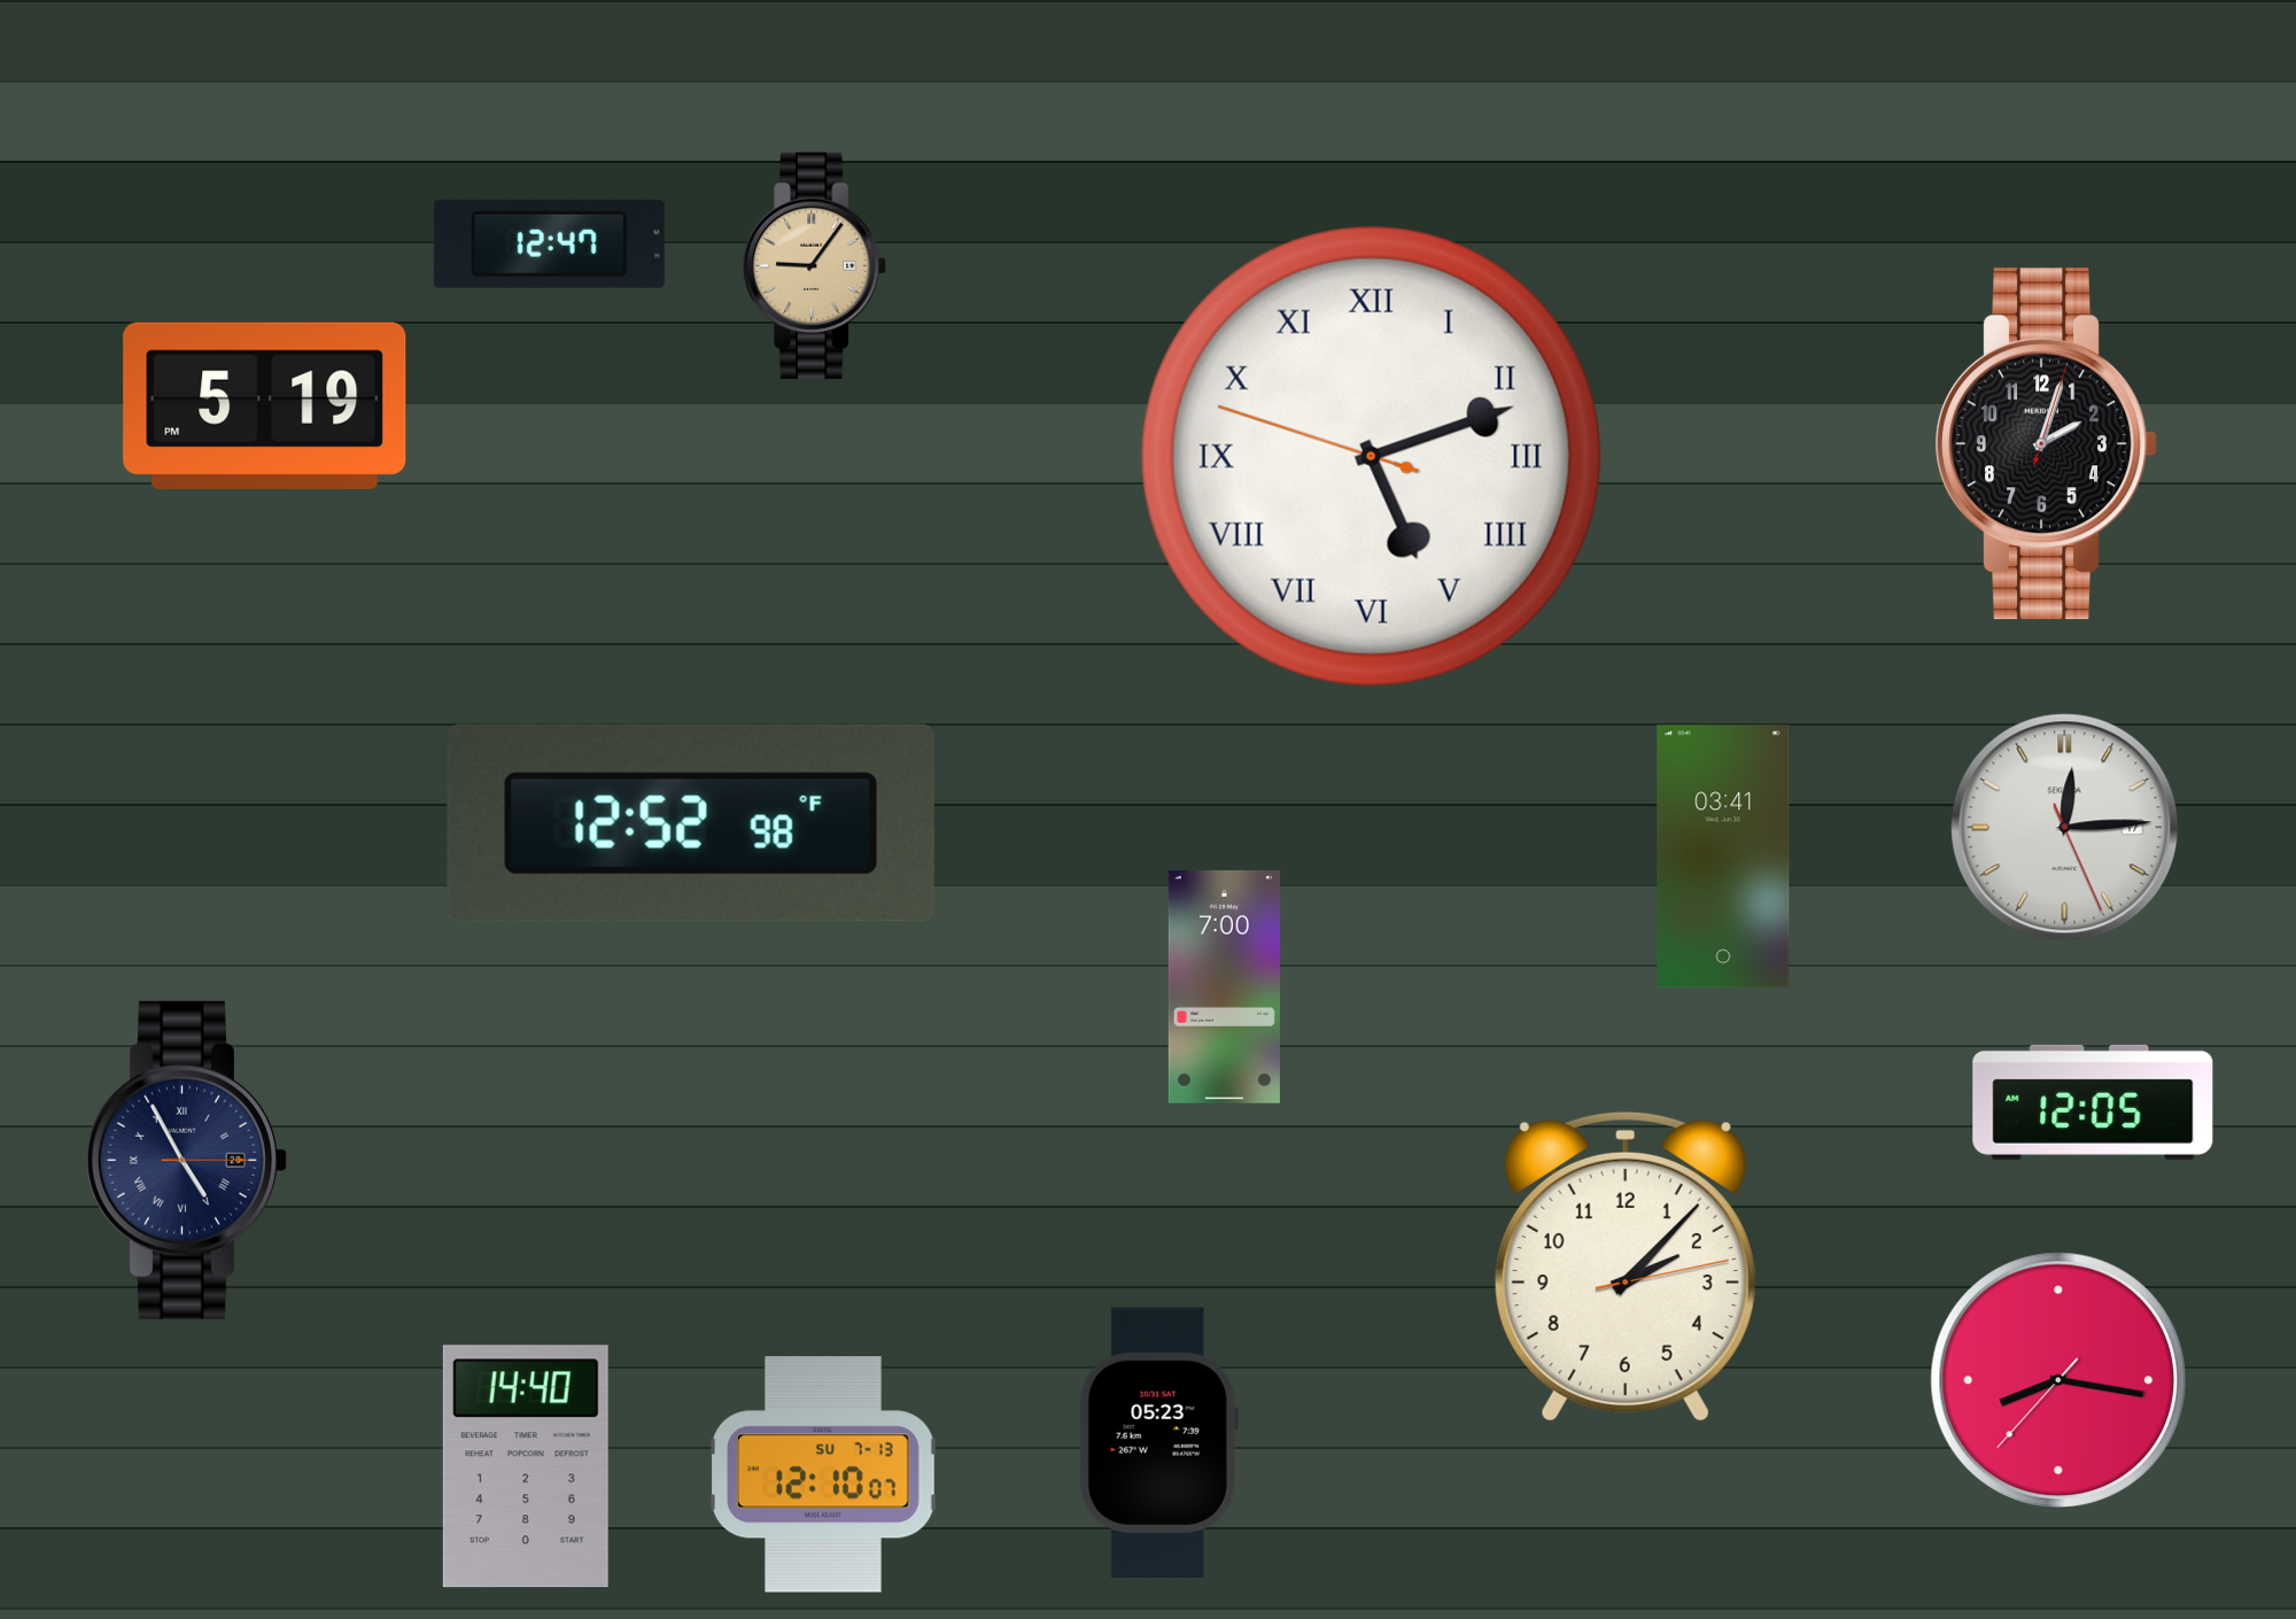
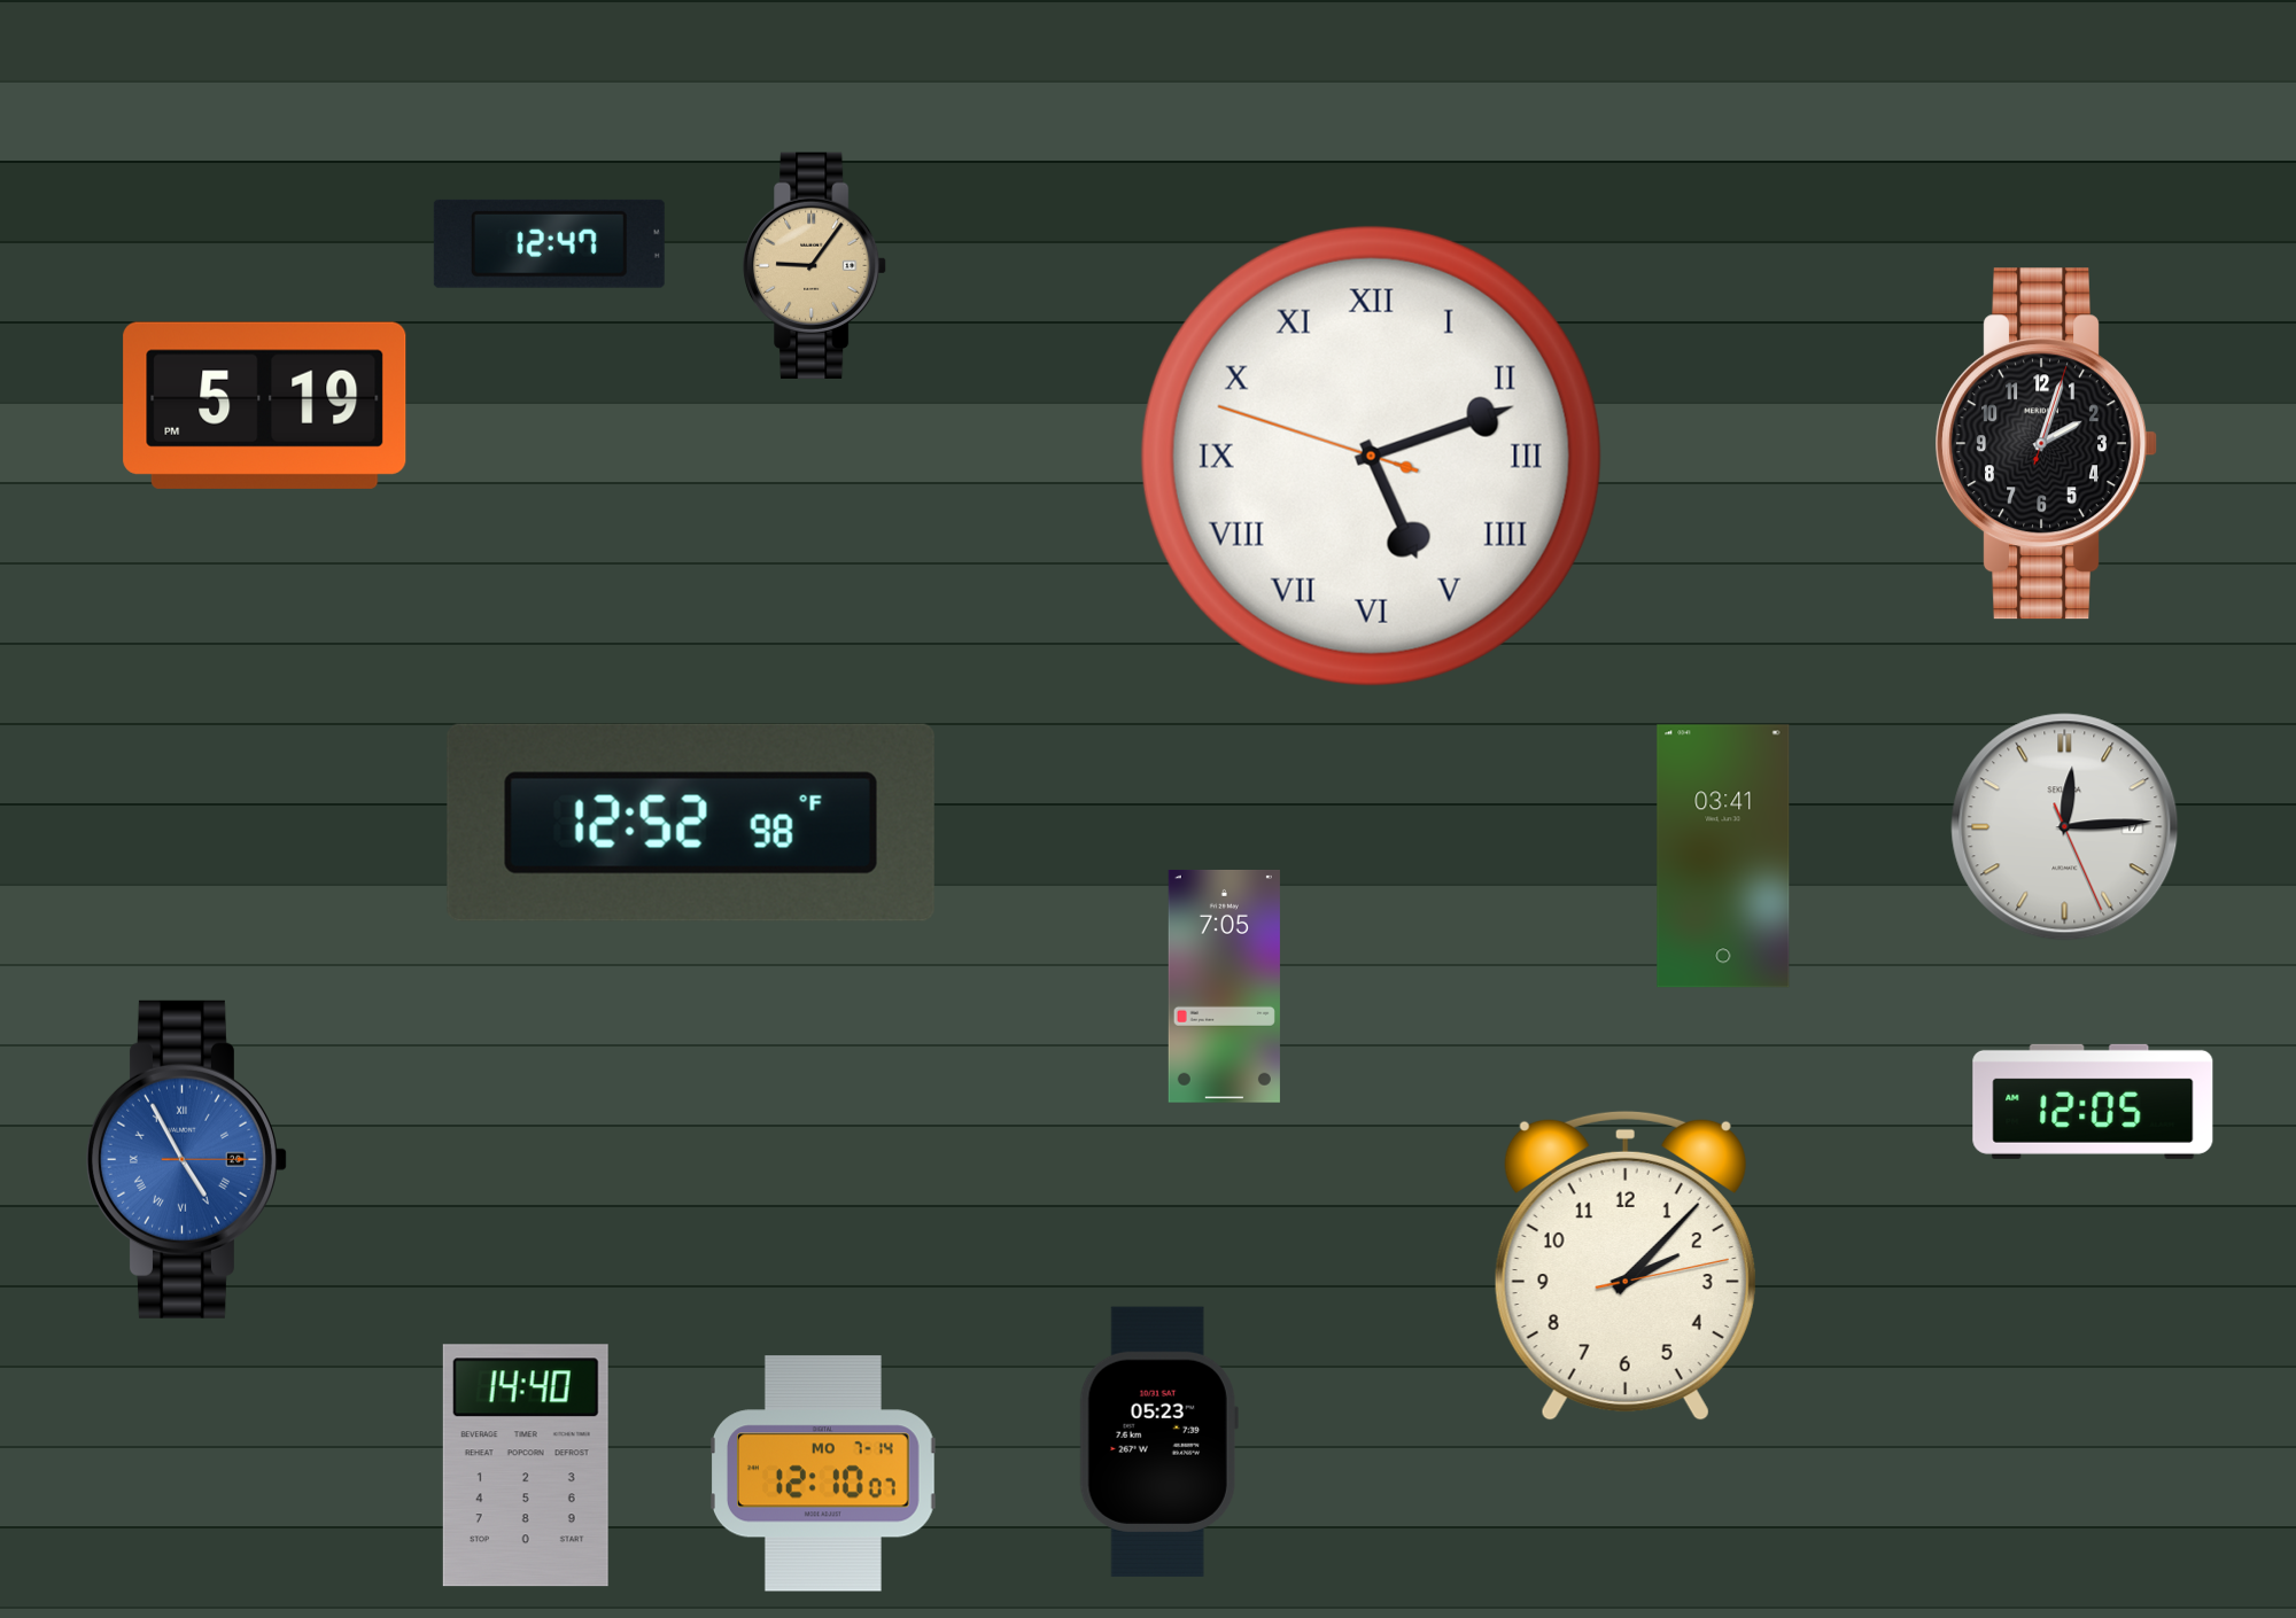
clock at (1224, 986): 7:00 -> 7:05
clock at (186, 1160) dial: navy -> blue
clock at (2058, 1380): 8:16 -> none
clock at (823, 1474) date: SU 7-13 -> MO 7-14
